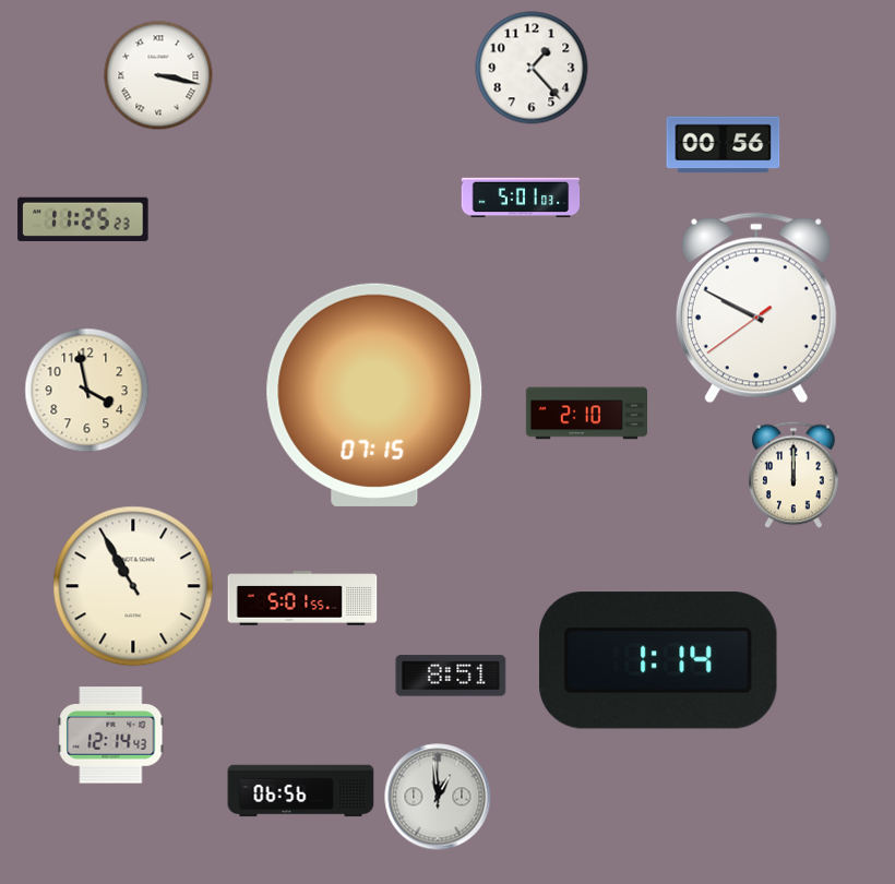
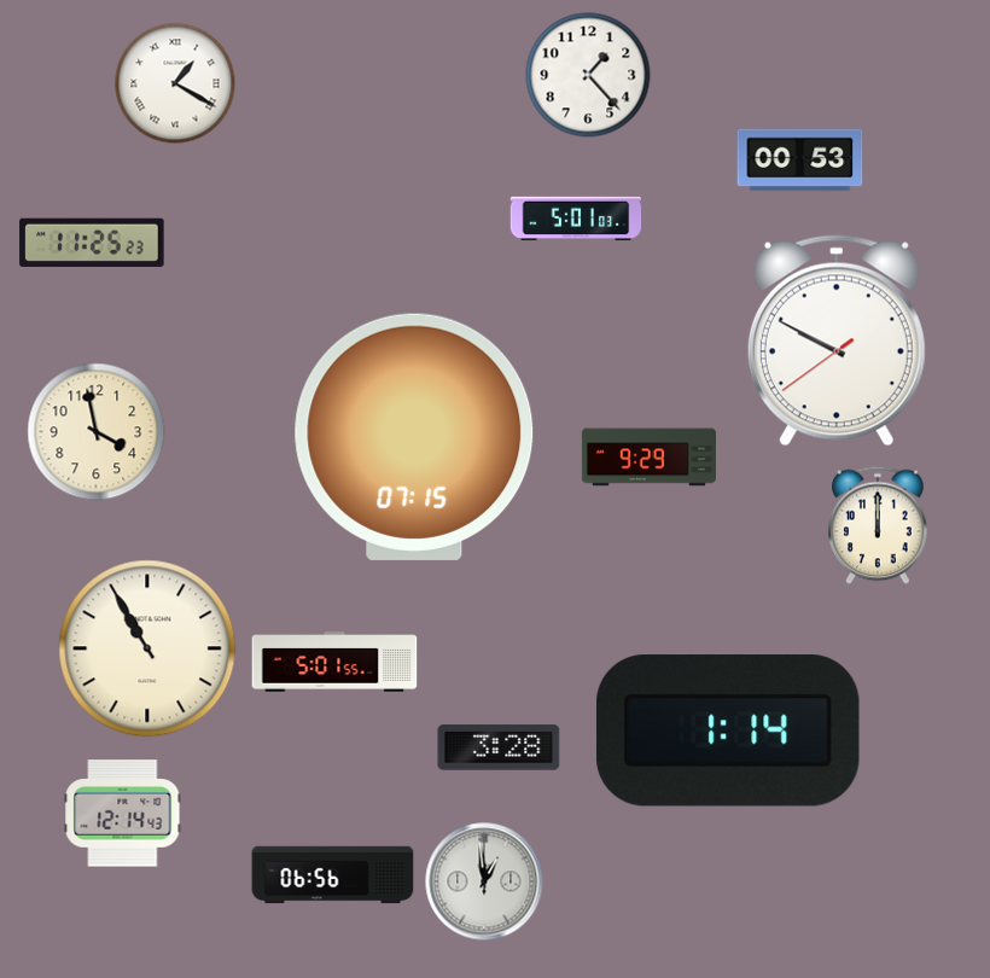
clock at (158, 75): 3:17 -> 1:20
clock at (724, 145): 00:56 -> 00:53
clock at (586, 414): 2:10 -> 9:29
clock at (451, 676): 8:51 -> 3:28
